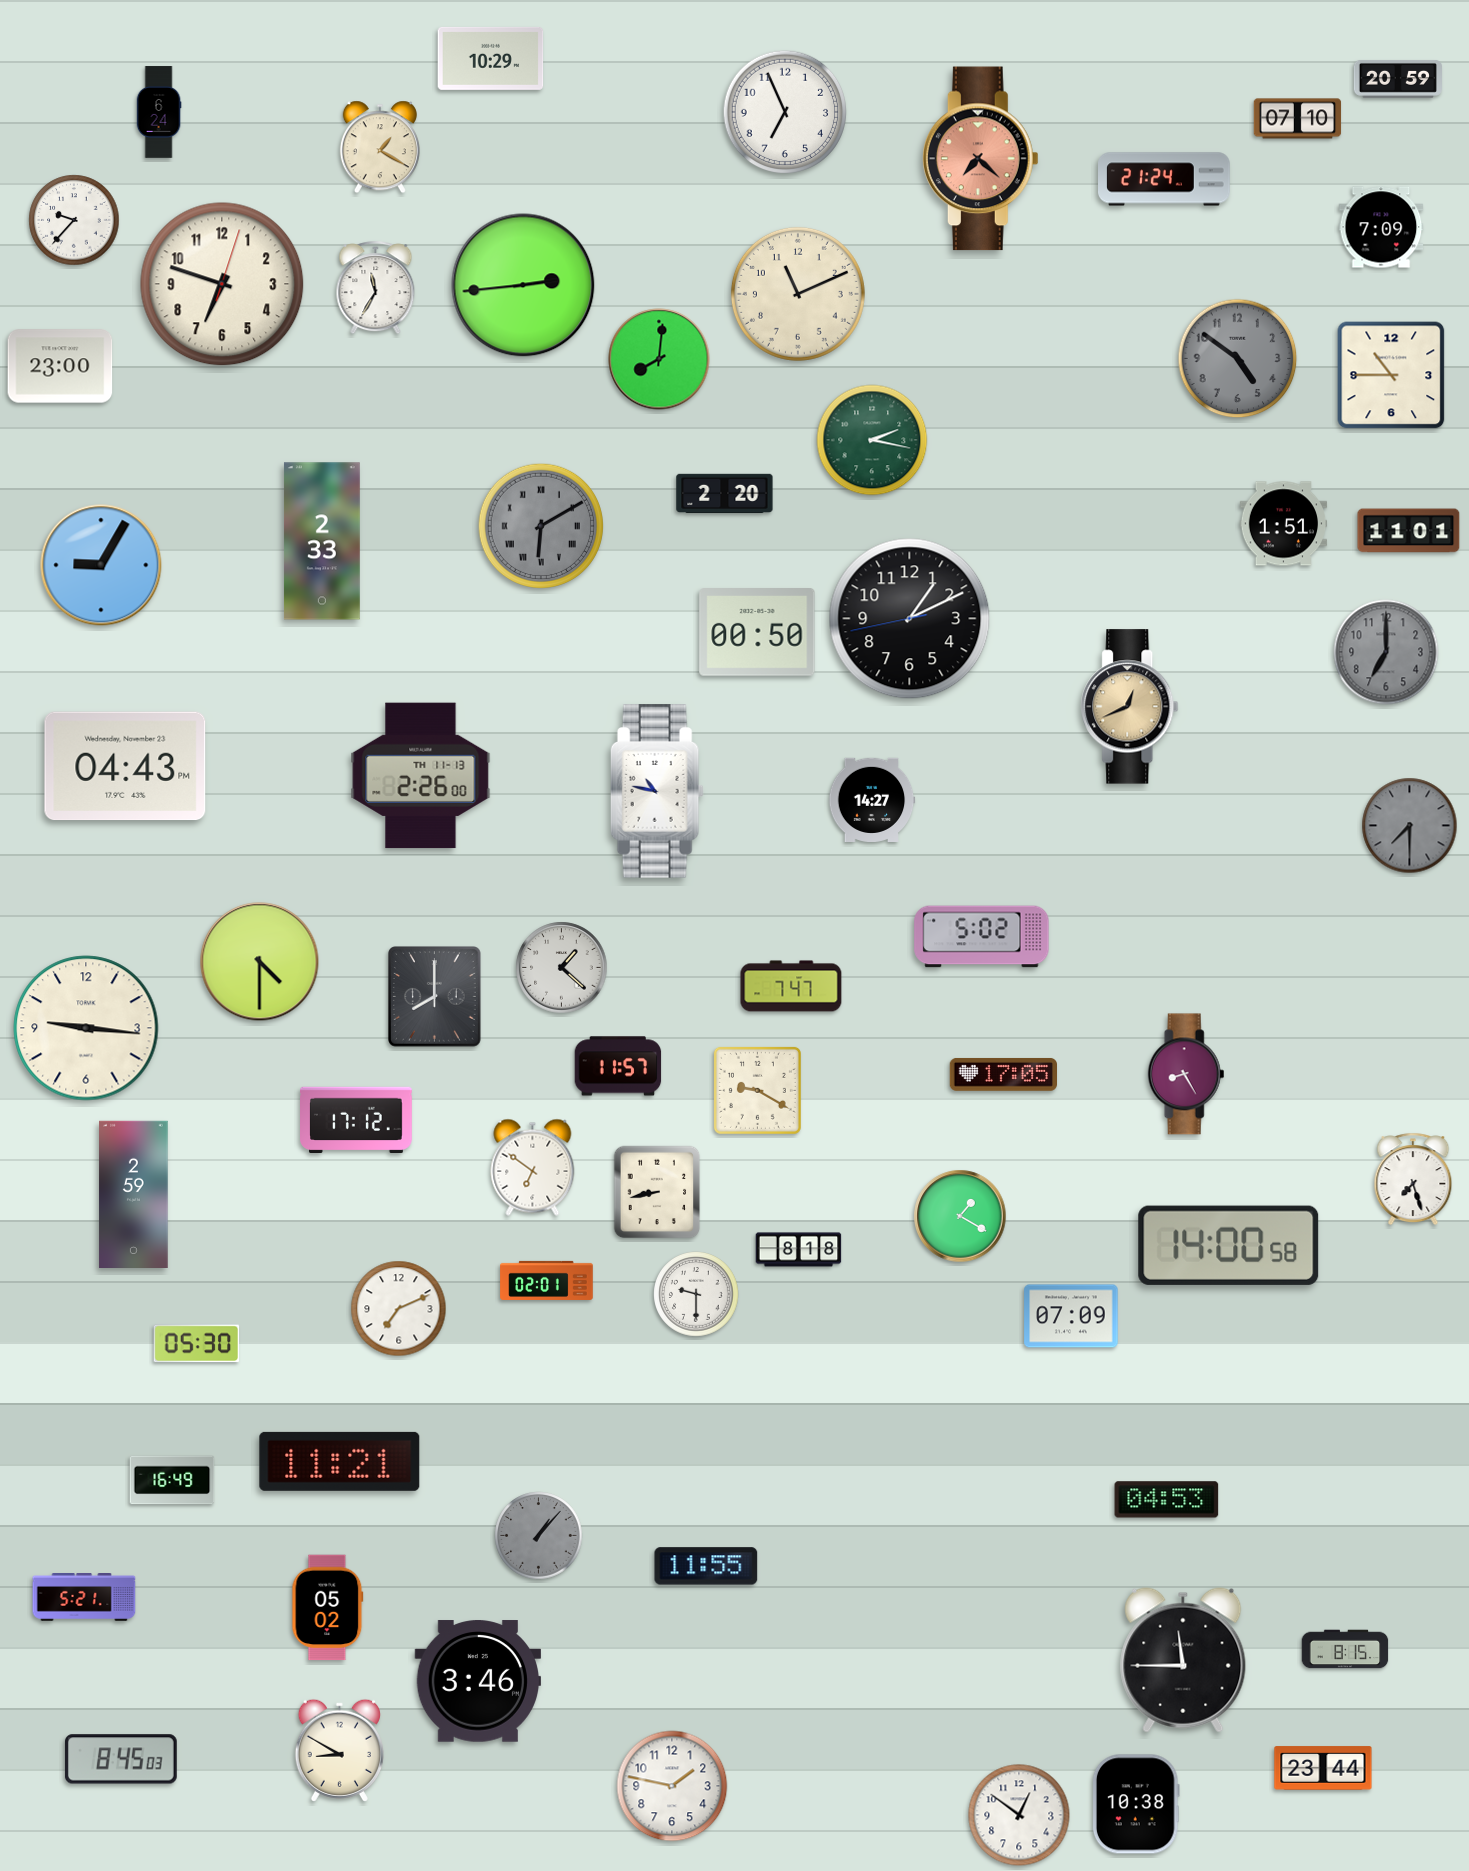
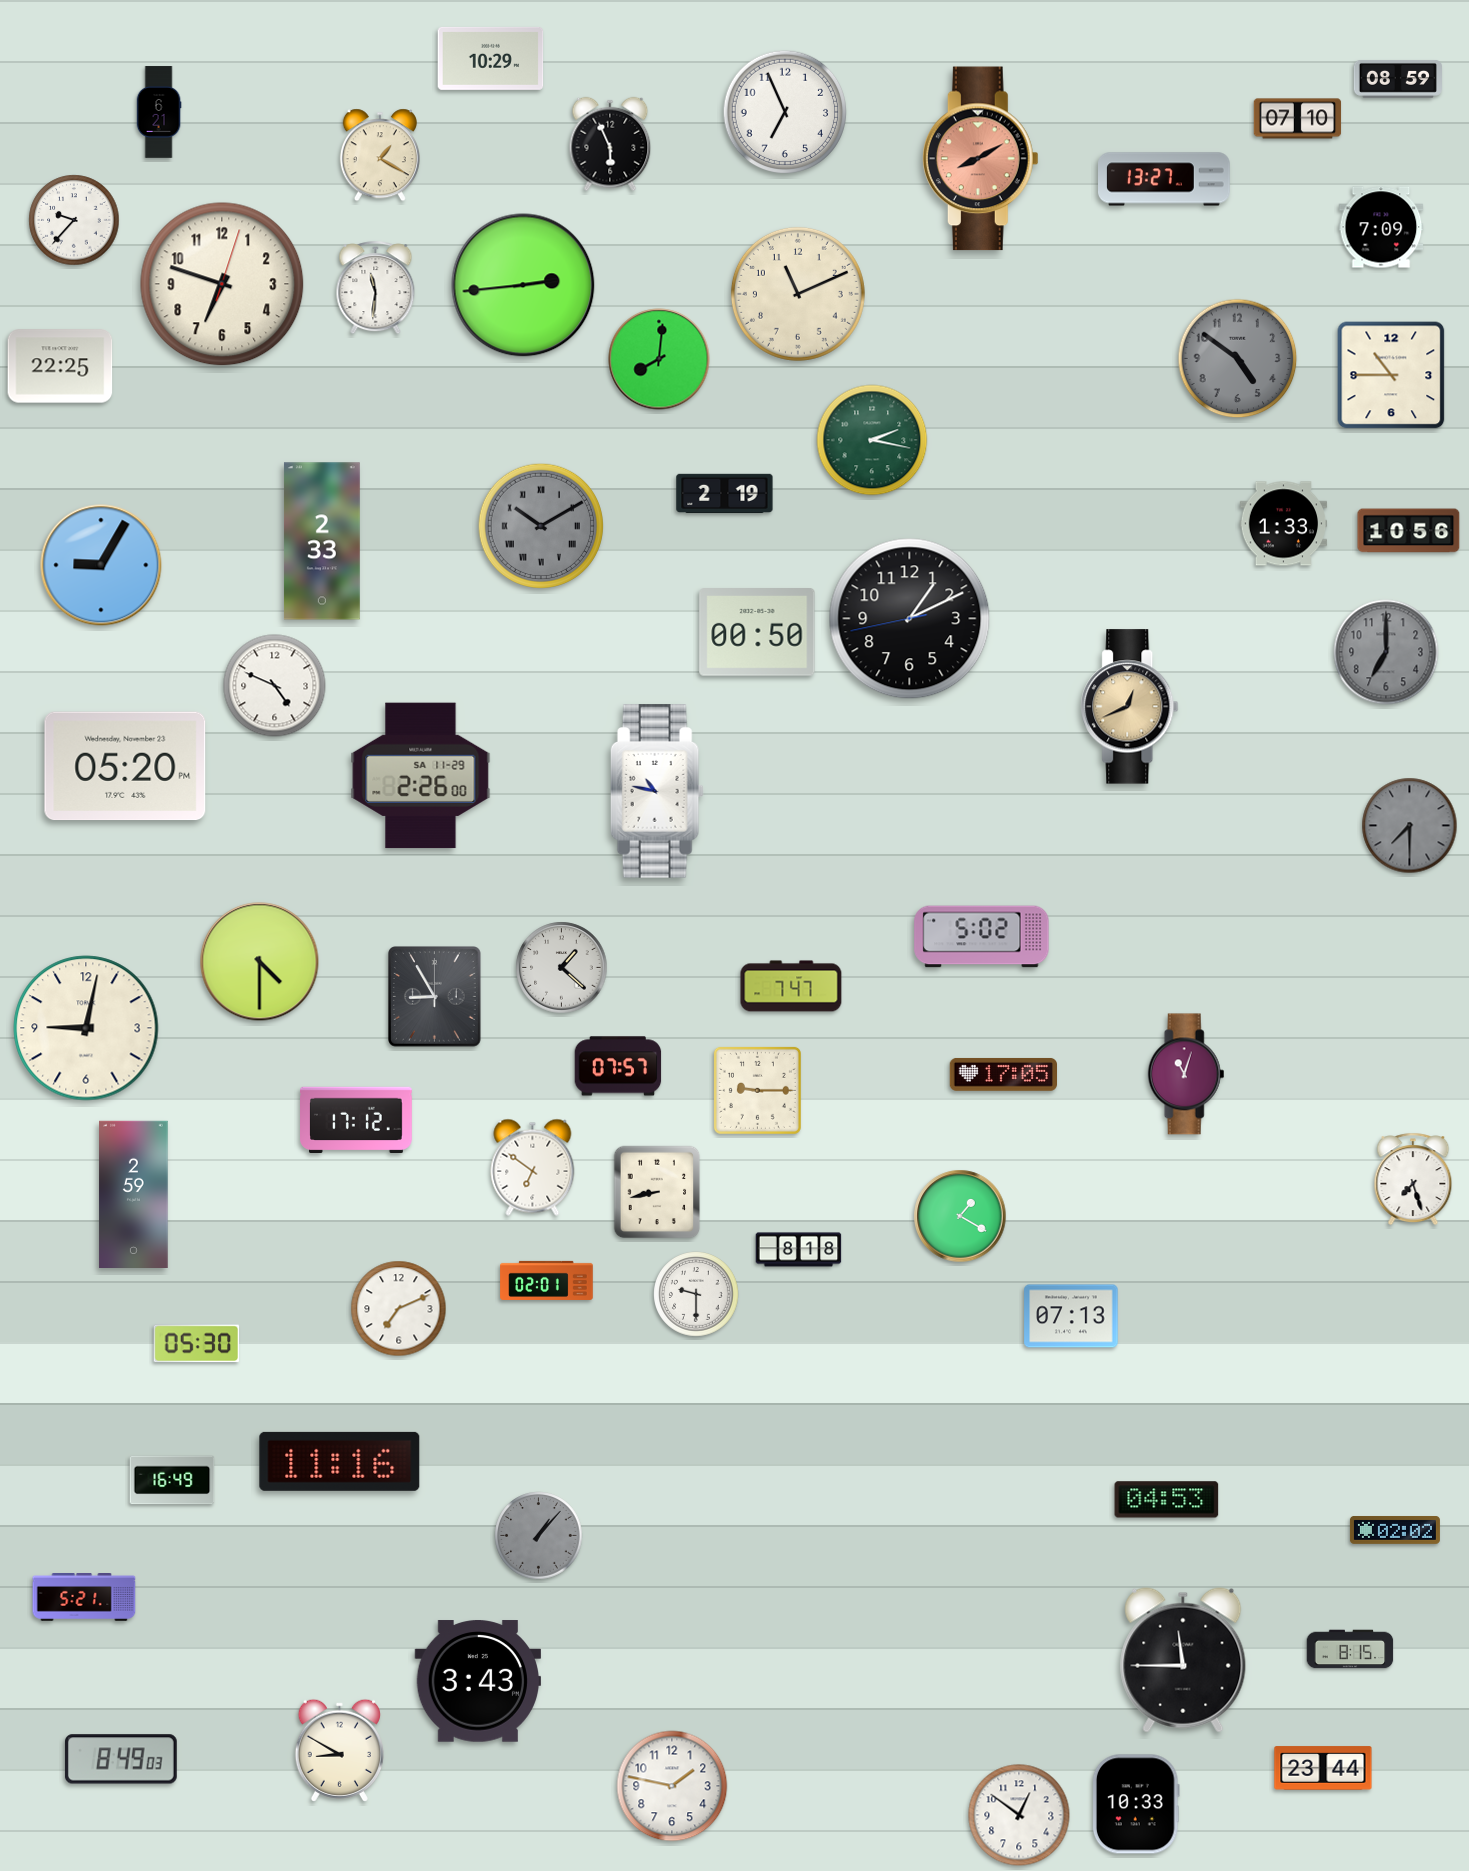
clock at (1397, 79): 20:59 -> 08:59
clock at (159, 112): 6:24 -> 6:21
clock at (610, 144): none -> 5:56
clock at (380, 147) position: (380, 147) -> (380, 155)
clock at (980, 159): 7:22 -> 8:10
clock at (1165, 179): 21:24 -> 13:27
clock at (376, 288): 11:35 -> 11:31
clock at (60, 366): 23:00 -> 22:25
clock at (725, 494): 2:20 -> 2:19
clock at (1284, 524): 1:51 -> 1:33
clock at (540, 525): 6:10 -> 10:10
clock at (1409, 531): 11:01 -> 10:56
clock at (275, 686): none -> 4:49
clock at (125, 766): 04:43 -> 05:20
clock at (421, 776) date: TH 11-13 -> SA 11-29
clock at (872, 799): 14:27 -> none
clock at (435, 997): 8:00 -> 8:55
clock at (86, 1028): 9:16 -> 9:02
clock at (618, 1066): 11:57 -> 07:57
clock at (1186, 1074): 8:25 -> 11:03
clock at (757, 1090): 9:20 -> 9:15
clock at (1229, 1245): 14:00 -> none
clock at (1071, 1316): 07:09 -> 07:13
clock at (340, 1461): 11:21 -> 11:16
clock at (1395, 1531): none -> 02:02
clock at (706, 1566): 11:55 -> none
clock at (328, 1608): 05:02 -> none
clock at (1345, 1649) position: (1345, 1649) -> (1350, 1649)
clock at (477, 1681): 3:46 -> 3:43
clock at (121, 1759): 8:45 -> 8:49
clock at (1136, 1804): 10:38 -> 10:33
